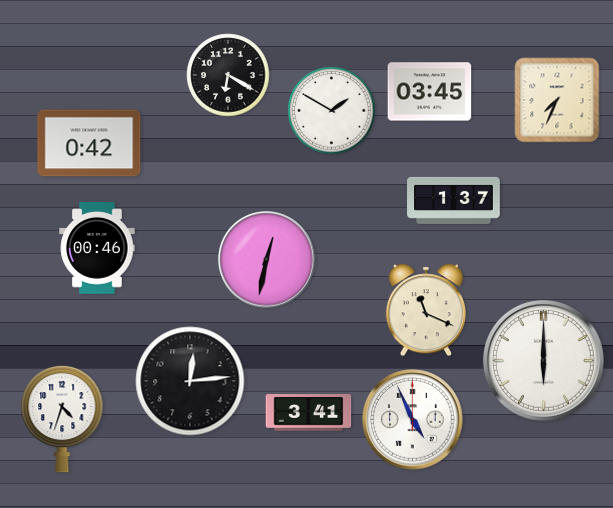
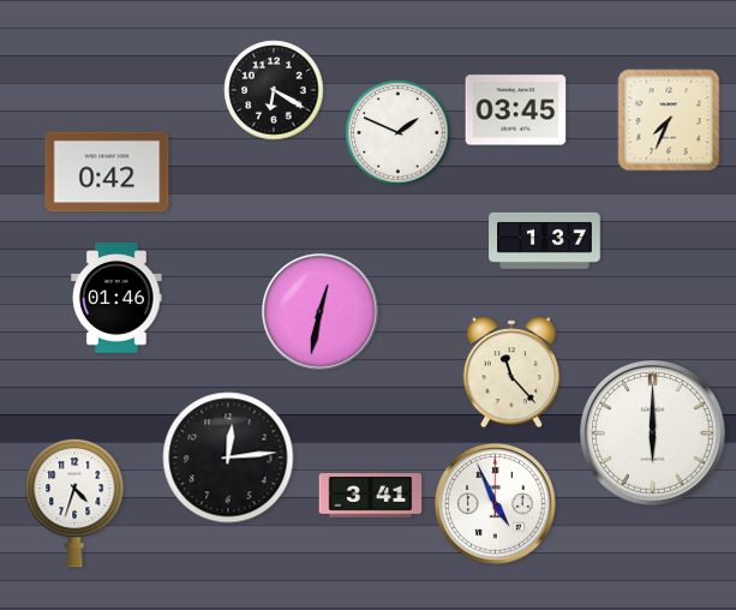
clock at (332, 111): 1:50 -> 1:49
clock at (97, 249): 00:46 -> 01:46
clock at (426, 310): 11:19 -> 11:23
